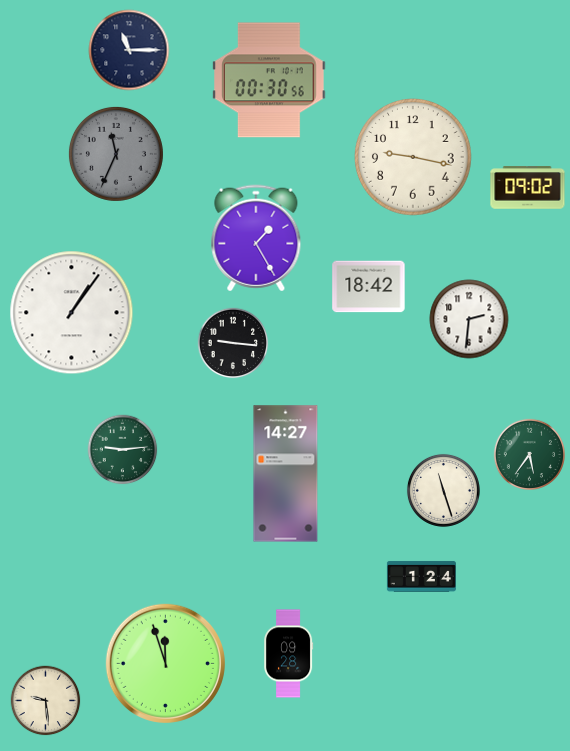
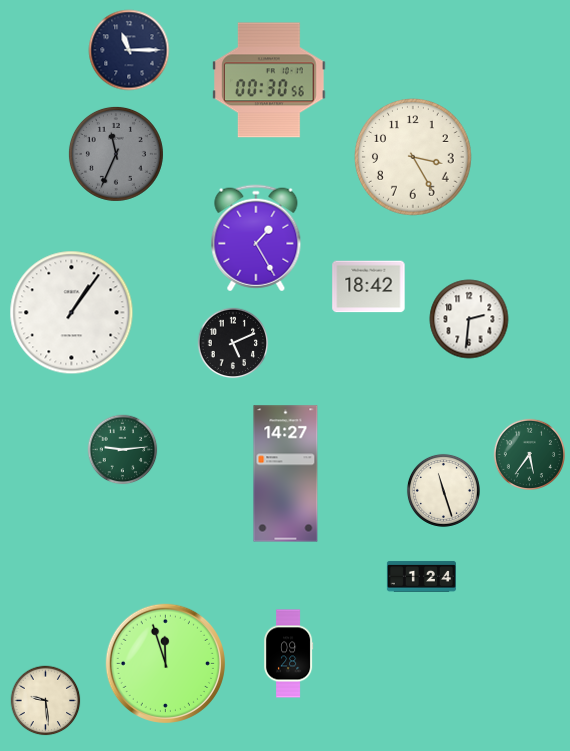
clock at (414, 158): 9:17 -> 3:25
clock at (528, 188): 09:02 -> none
clock at (233, 343): 9:16 -> 5:11
